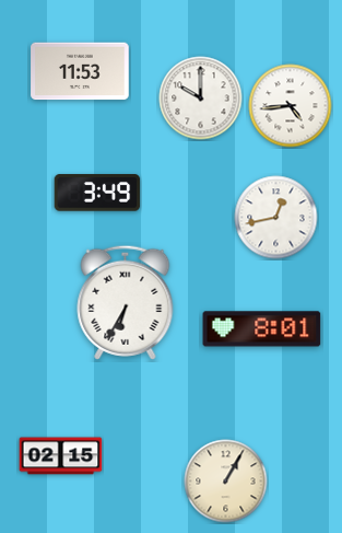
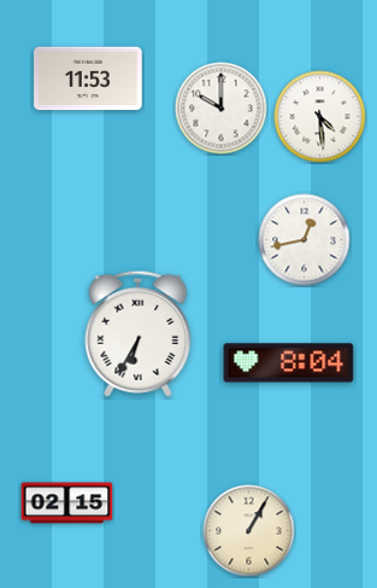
clock at (291, 106): 4:44 -> 4:29
clock at (97, 193): 3:49 -> none
clock at (262, 329): 8:01 -> 8:04
